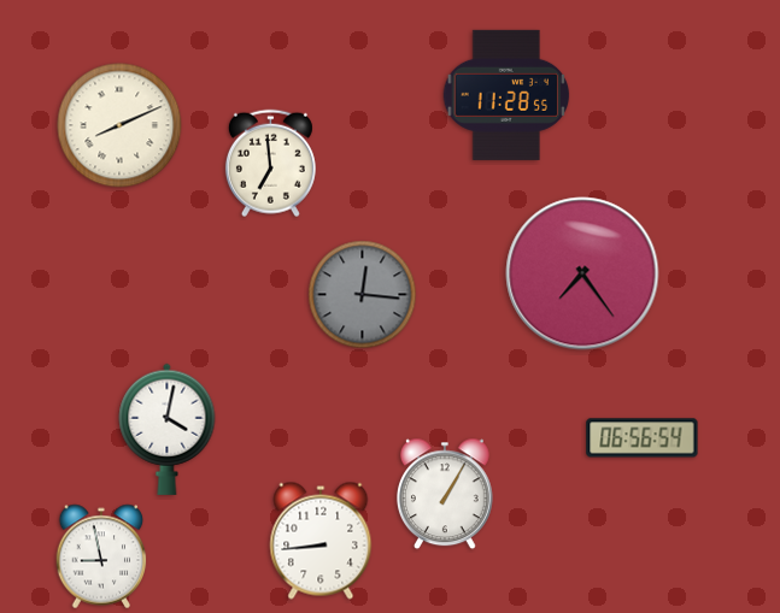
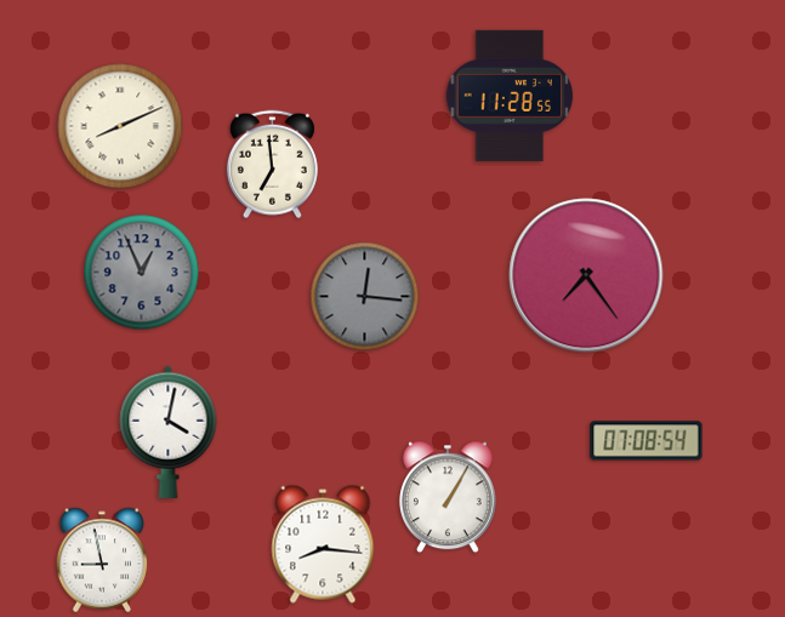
clock at (142, 273): none -> 12:56
clock at (643, 438): 06:56 -> 07:08
clock at (321, 541): 8:44 -> 8:16
